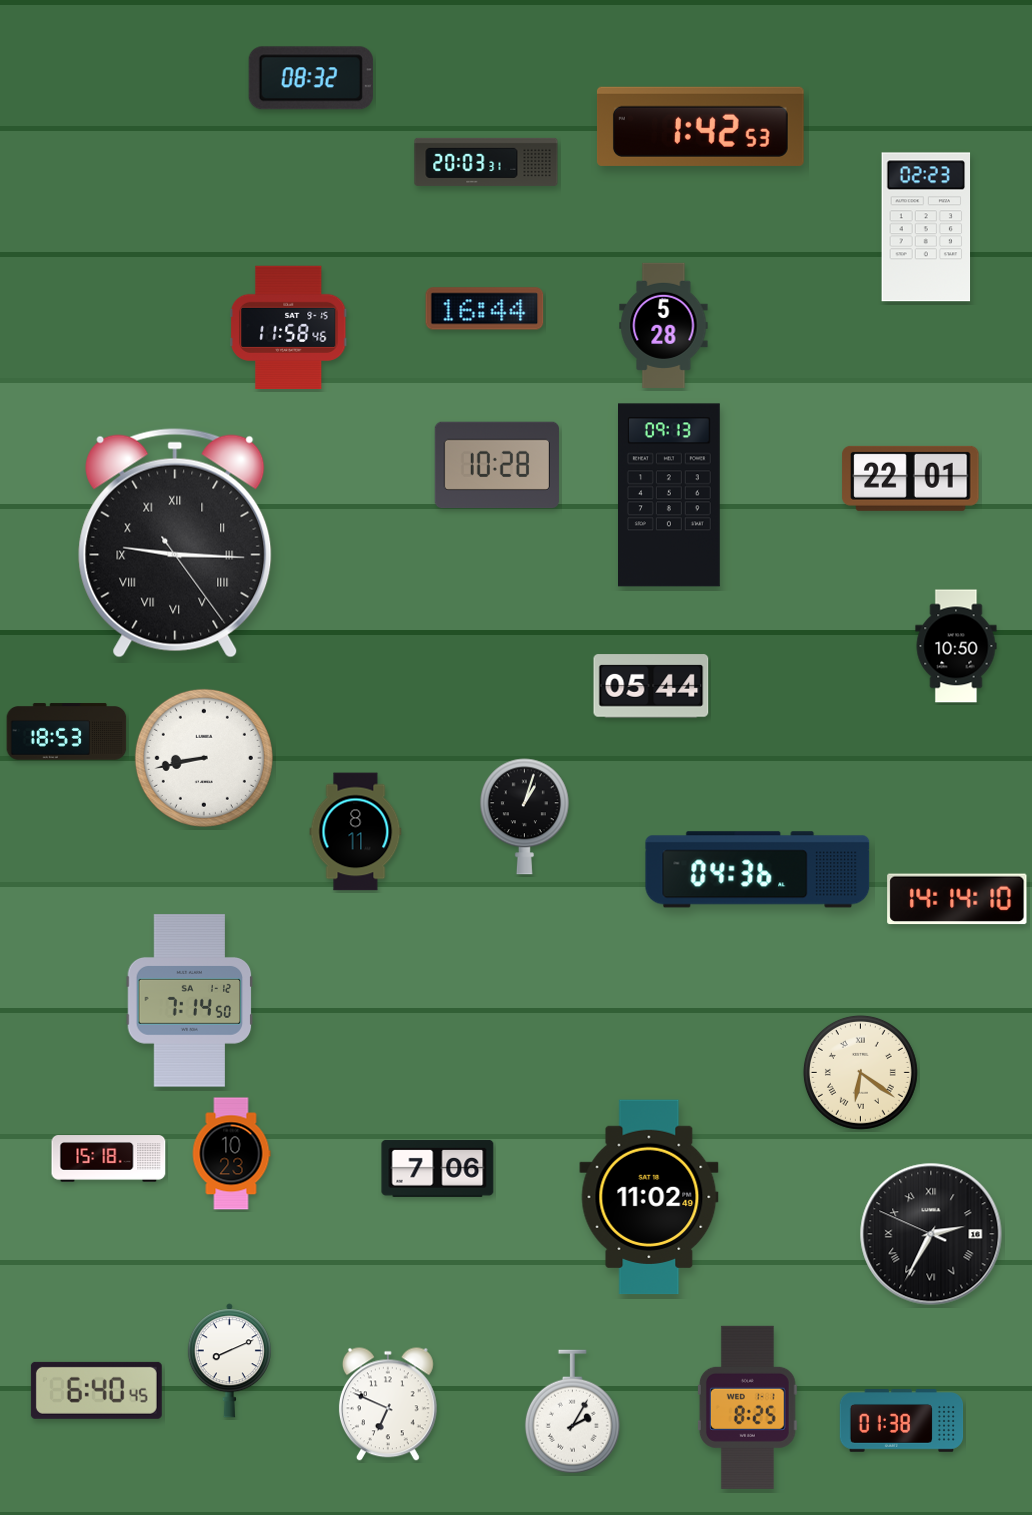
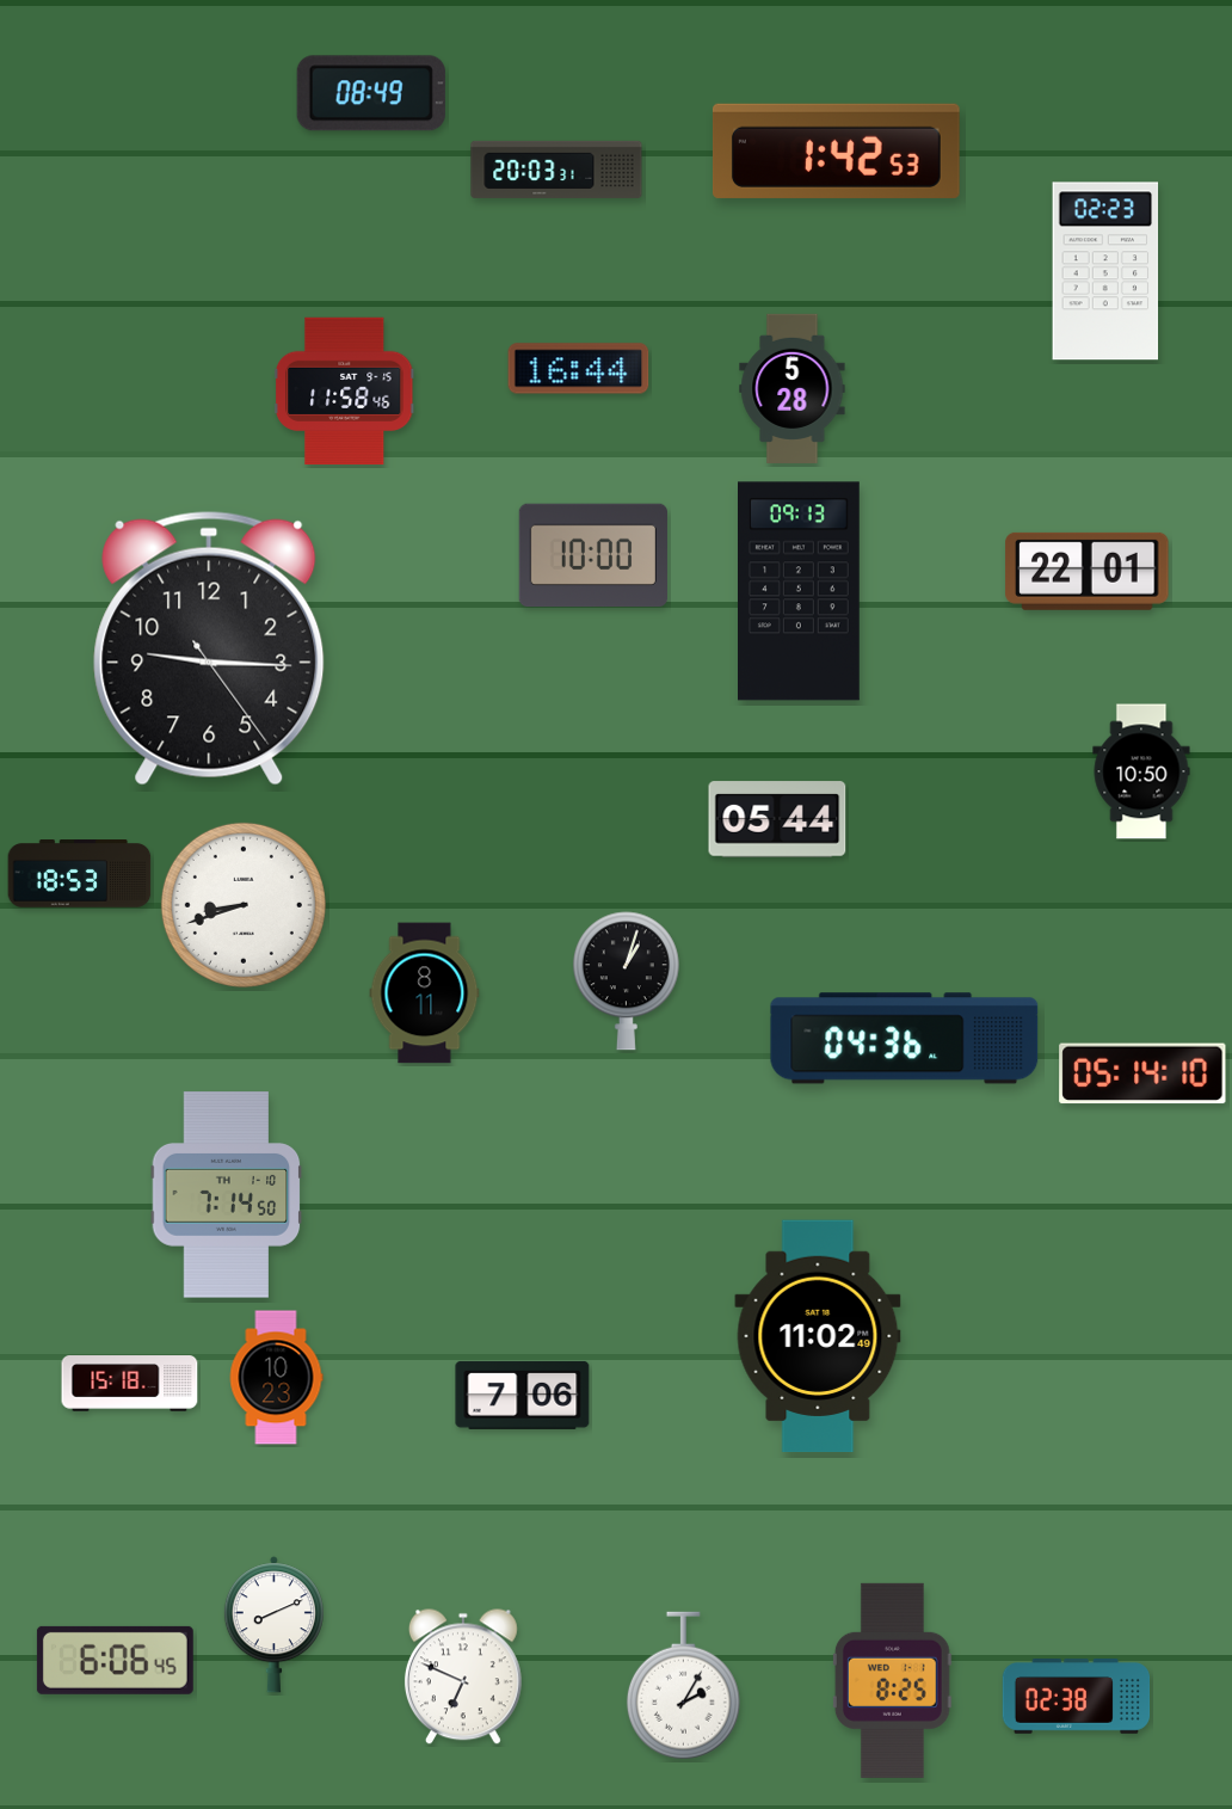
clock at (311, 78): 08:32 -> 08:49
clock at (486, 162) position: (486, 162) -> (556, 170)
clock at (497, 465): 10:28 -> 10:00
clock at (175, 543) numerals: Roman -> Arabic
clock at (204, 758): 8:43 -> 8:42
clock at (524, 817) position: (524, 817) -> (626, 982)
clock at (957, 899): 14:14 -> 05:14
clock at (190, 1001) date: SA 1-12 -> TH 1-10
clock at (860, 1072): 6:21 -> none
clock at (649, 1197) position: (649, 1197) -> (818, 1336)
clock at (931, 1234): 2:34 -> none
clock at (96, 1390): 6:40 -> 6:06
clock at (902, 1421): 01:38 -> 02:38
